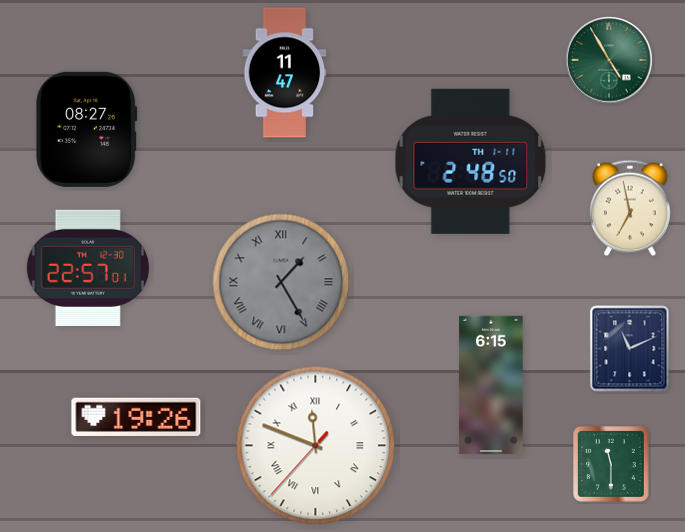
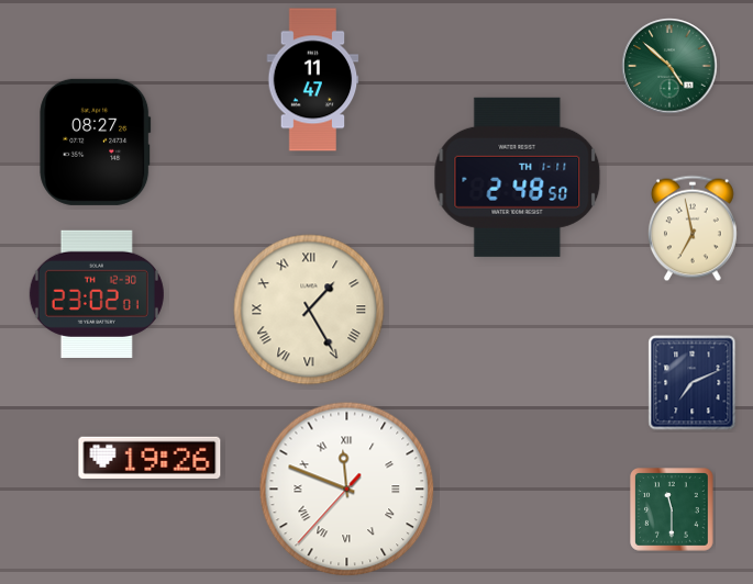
clock at (609, 60): 4:55 -> 4:52
clock at (88, 268): 22:57 -> 23:02
clock at (281, 282) dial: grey -> cream
clock at (630, 349): 11:11 -> 7:11
clock at (491, 385): 6:15 -> none
